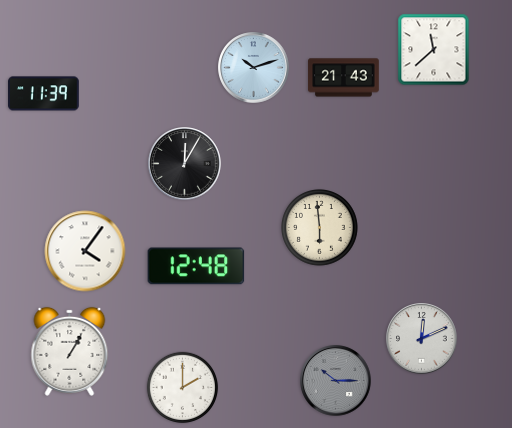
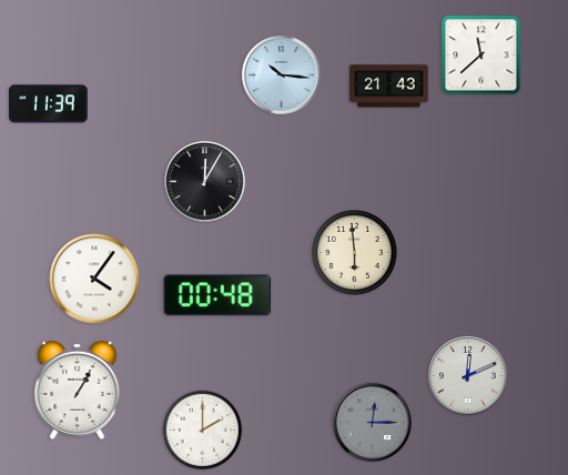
clock at (254, 68): 10:12 -> 10:16
clock at (344, 78) position: (344, 78) -> (389, 87)
clock at (196, 266): 12:48 -> 00:48
clock at (336, 381): 10:15 -> 12:15
